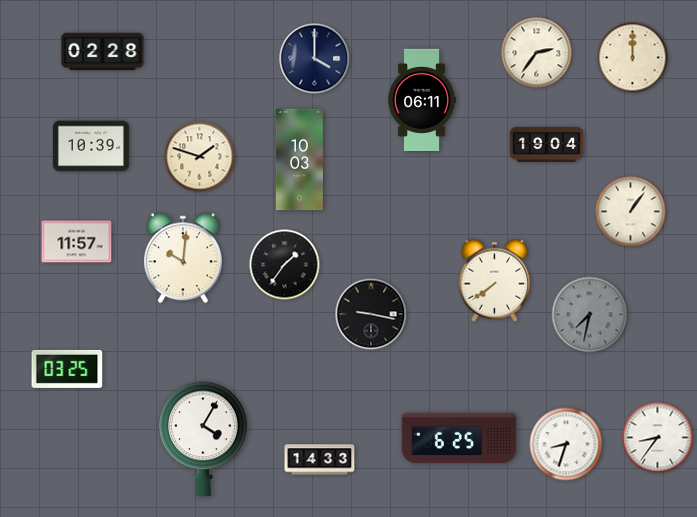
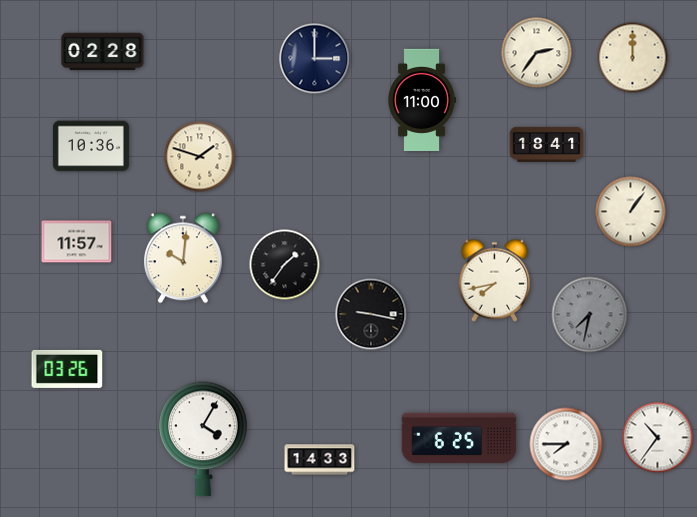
clock at (315, 59): 4:00 -> 3:00
clock at (422, 99): 06:11 -> 11:00
clock at (547, 144): 19:04 -> 18:41
clock at (91, 146): 10:39 -> 10:36
clock at (299, 160): 10:03 -> none
clock at (495, 280): 7:39 -> 7:43
clock at (67, 369): 03:25 -> 03:26
clock at (658, 438): 8:36 -> 10:36
clock at (566, 444): 8:33 -> 7:45
